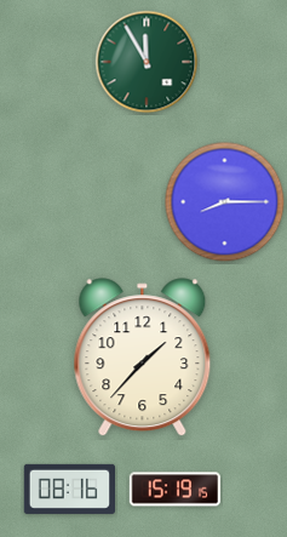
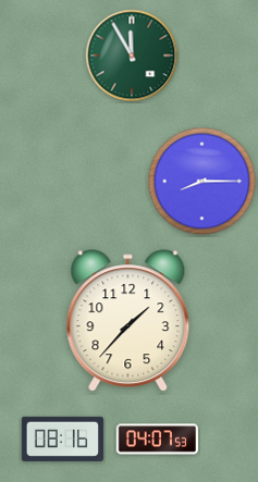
clock at (174, 490): 15:19 -> 04:07
